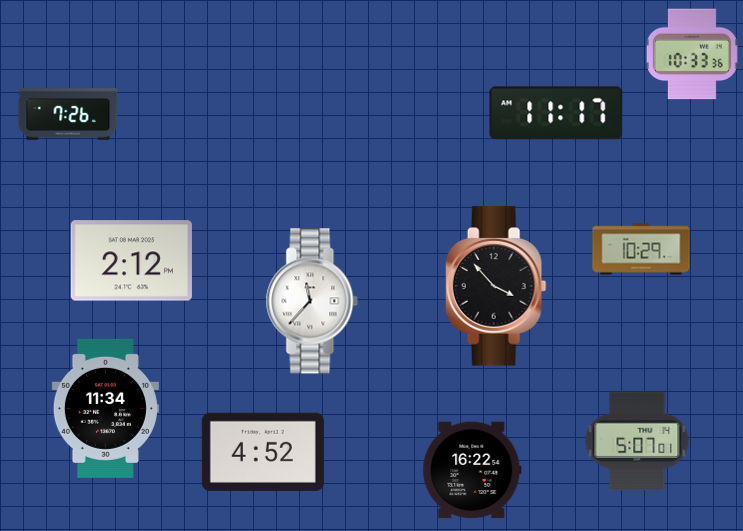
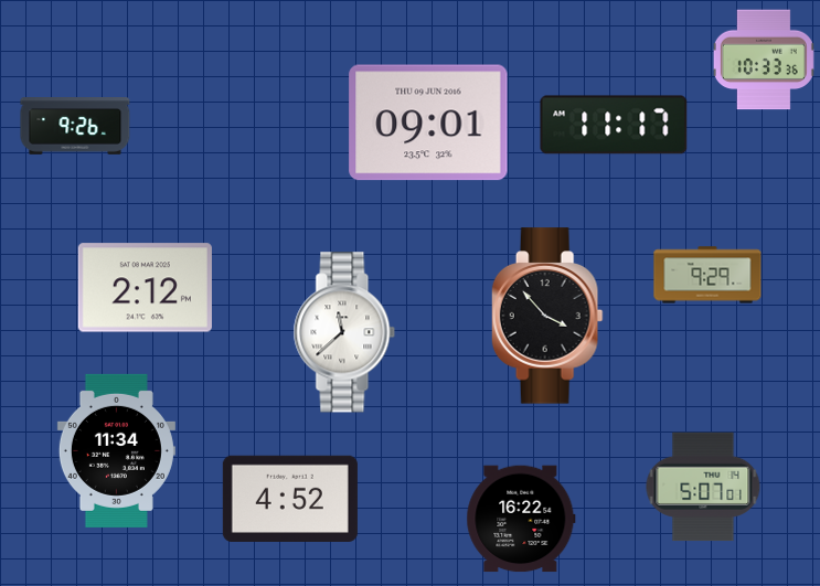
clock at (428, 122): none -> 09:01
clock at (68, 115): 7:26 -> 9:26
clock at (641, 249): 10:29 -> 9:29
clock at (312, 301): 11:37 -> 11:38
